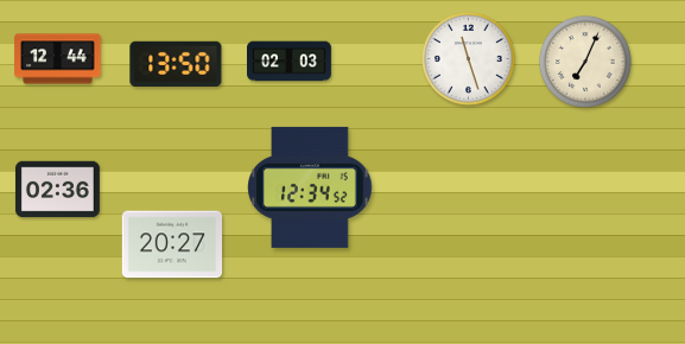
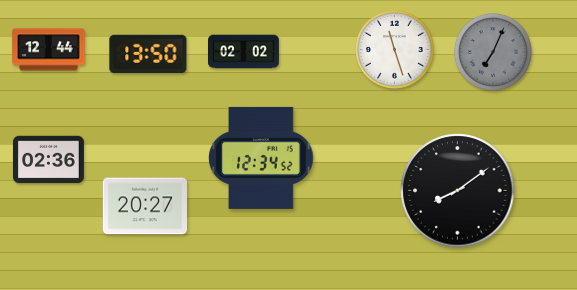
clock at (290, 62): 02:03 -> 02:02
clock at (585, 62) dial: cream -> grey
clock at (458, 191): none -> 8:09
